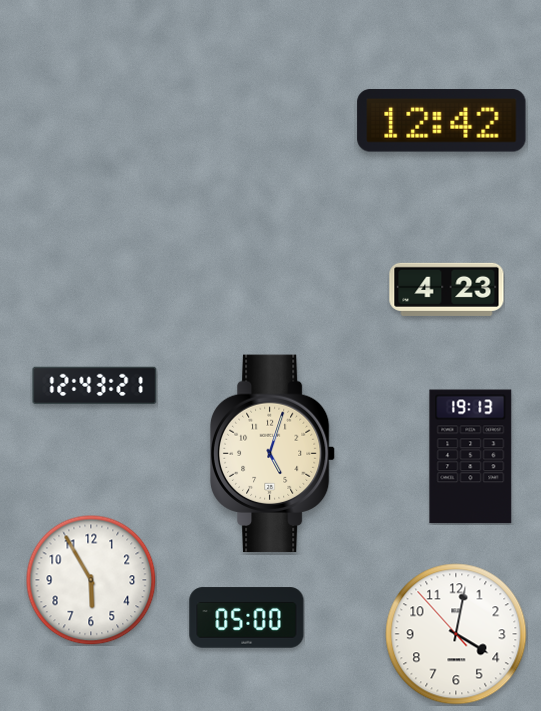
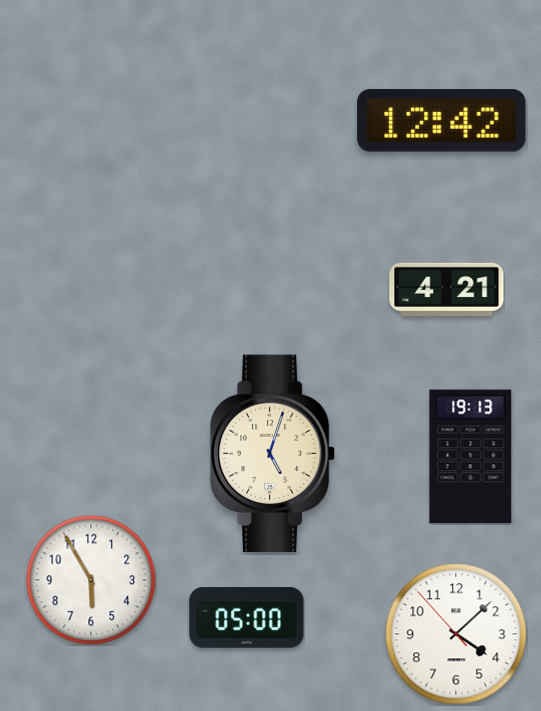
clock at (447, 289): 4:23 -> 4:21
clock at (95, 386): 12:43 -> none
clock at (456, 634): 4:01 -> 4:07
